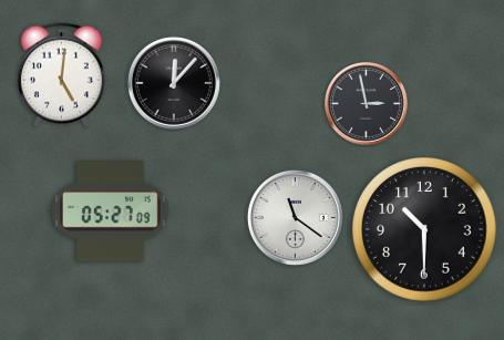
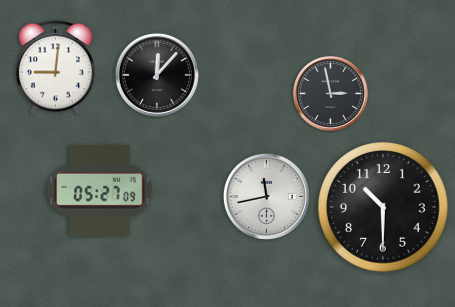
clock at (61, 75): 5:01 -> 9:01
clock at (295, 217): 11:21 -> 11:43
